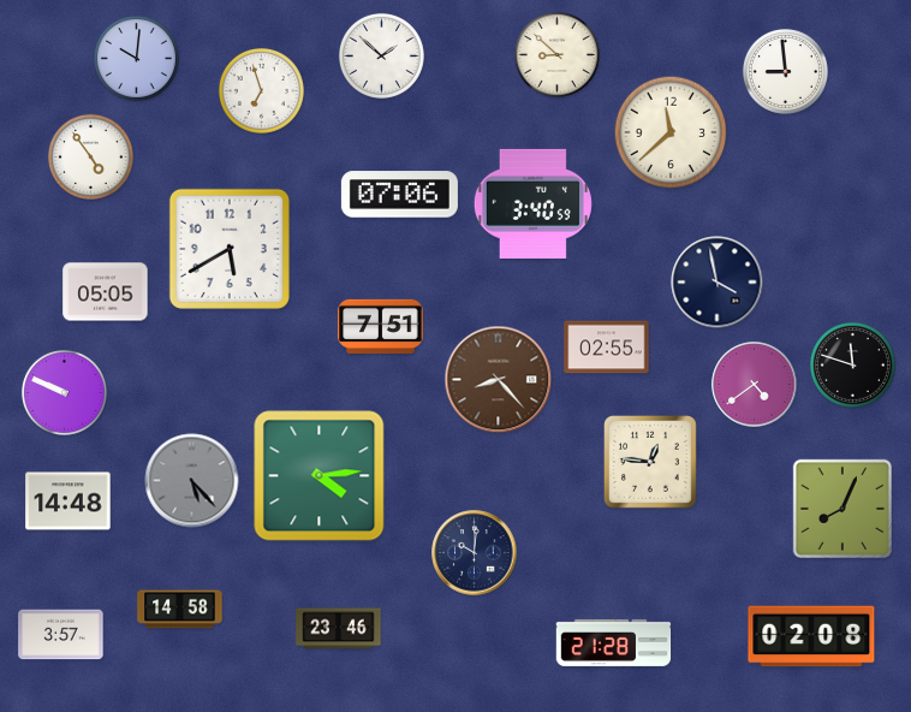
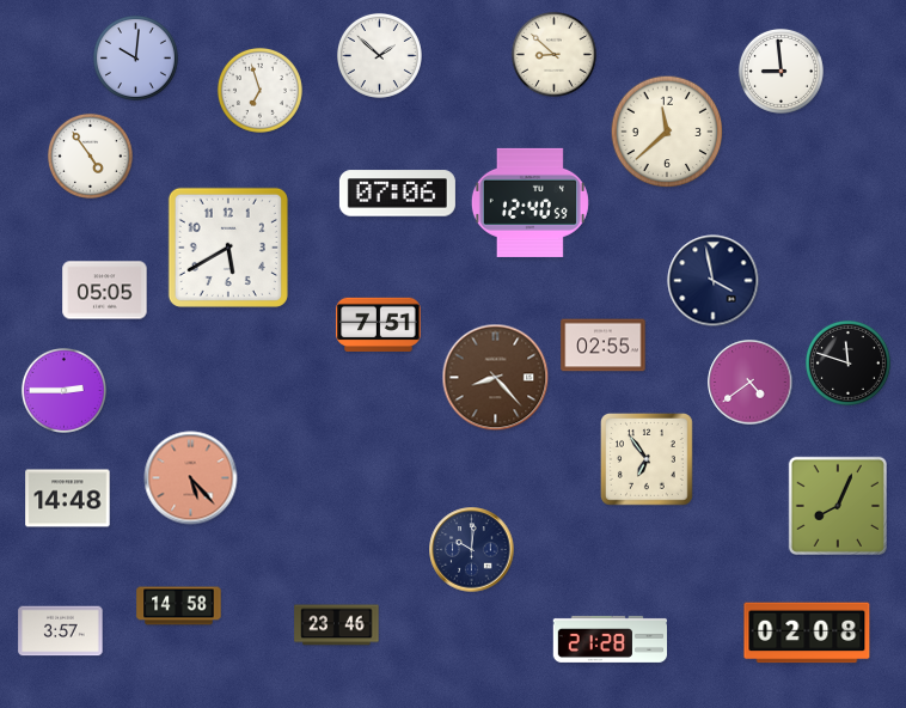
clock at (532, 203): 3:40 -> 12:40
clock at (64, 392): 9:49 -> 2:45
clock at (651, 463): 12:46 -> 6:54
clock at (320, 476): 4:14 -> none
clock at (192, 481) dial: grey -> salmon
